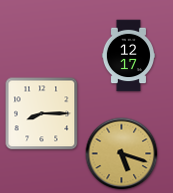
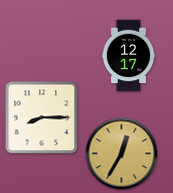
clock at (42, 114) position: (42, 114) -> (42, 118)
clock at (122, 154): 5:18 -> 12:35
